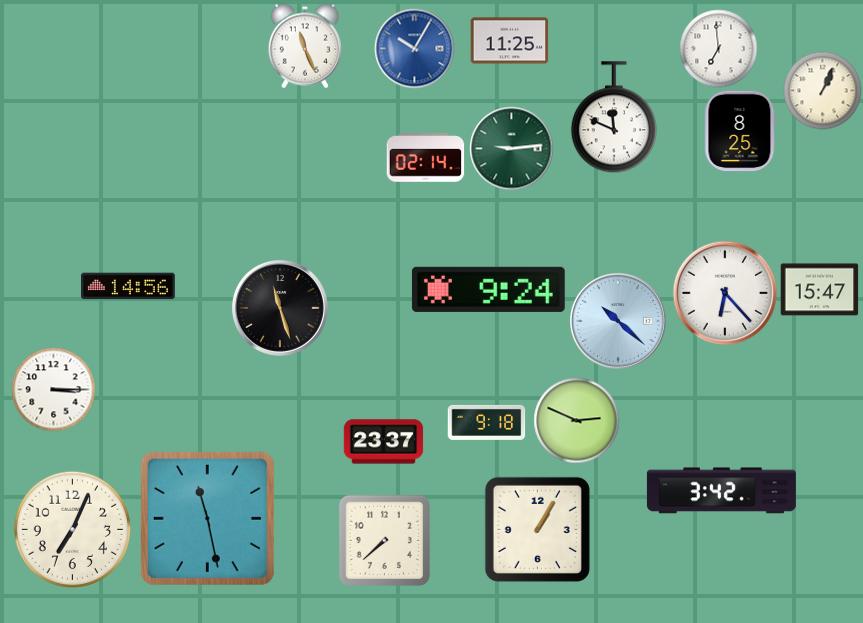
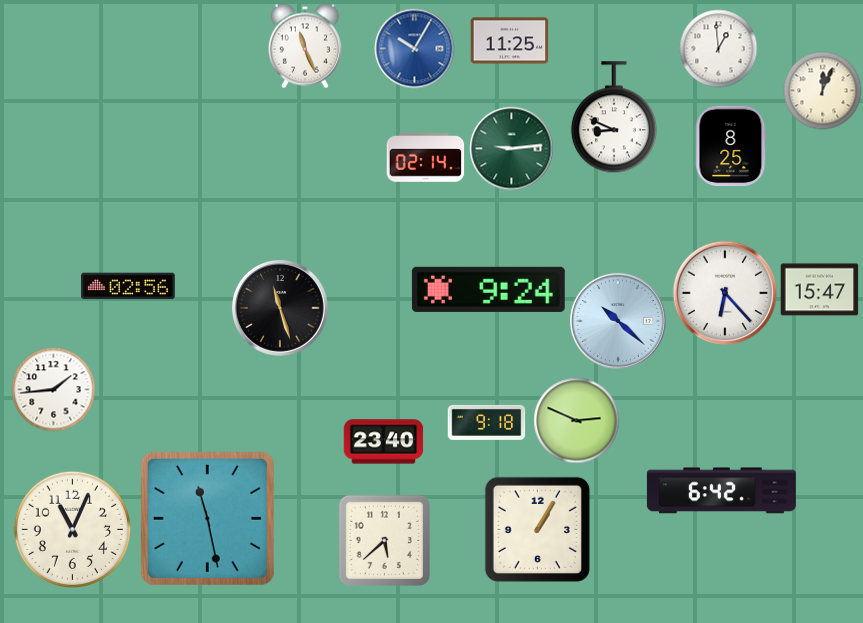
clock at (718, 48): 6:59 -> 12:59
clock at (822, 90): 1:04 -> 12:04
clock at (614, 117): 11:49 -> 8:49
clock at (740, 131) position: (740, 131) -> (731, 146)
clock at (129, 286): 14:56 -> 02:56
clock at (53, 389): 3:15 -> 1:44
clock at (383, 442): 23:37 -> 23:40
clock at (721, 491): 3:42 -> 6:42
clock at (72, 529): 7:04 -> 11:04
clock at (384, 540): 7:38 -> 5:38
